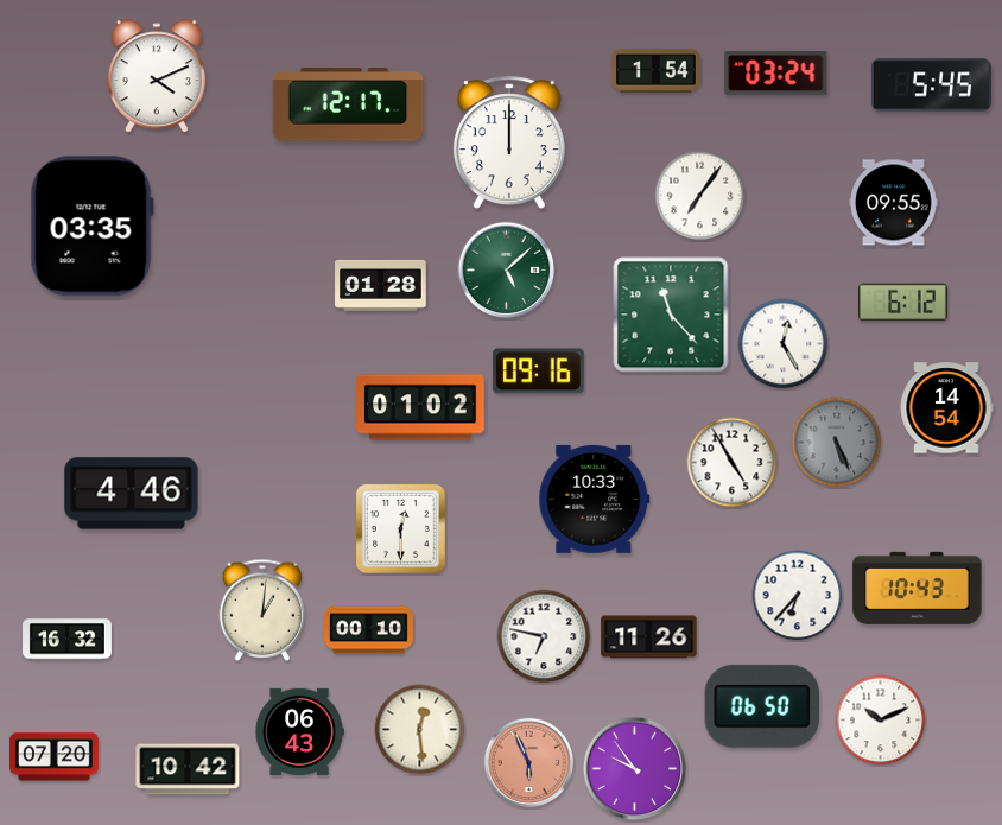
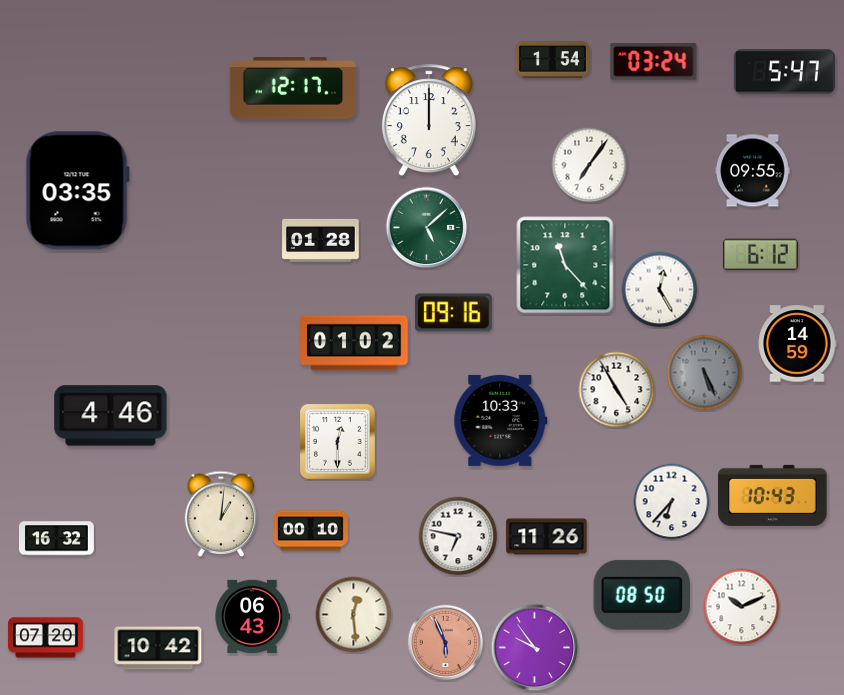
clock at (157, 77): 4:11 -> none
clock at (931, 85): 5:45 -> 5:47
clock at (946, 408): 14:54 -> 14:59
clock at (400, 528) position: (400, 528) -> (337, 441)
clock at (761, 706): 06:50 -> 08:50
